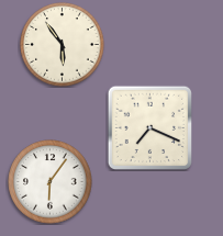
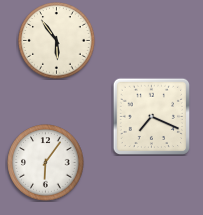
clock at (149, 127) position: (149, 127) -> (151, 116)
clock at (51, 182) position: (51, 182) -> (46, 163)
